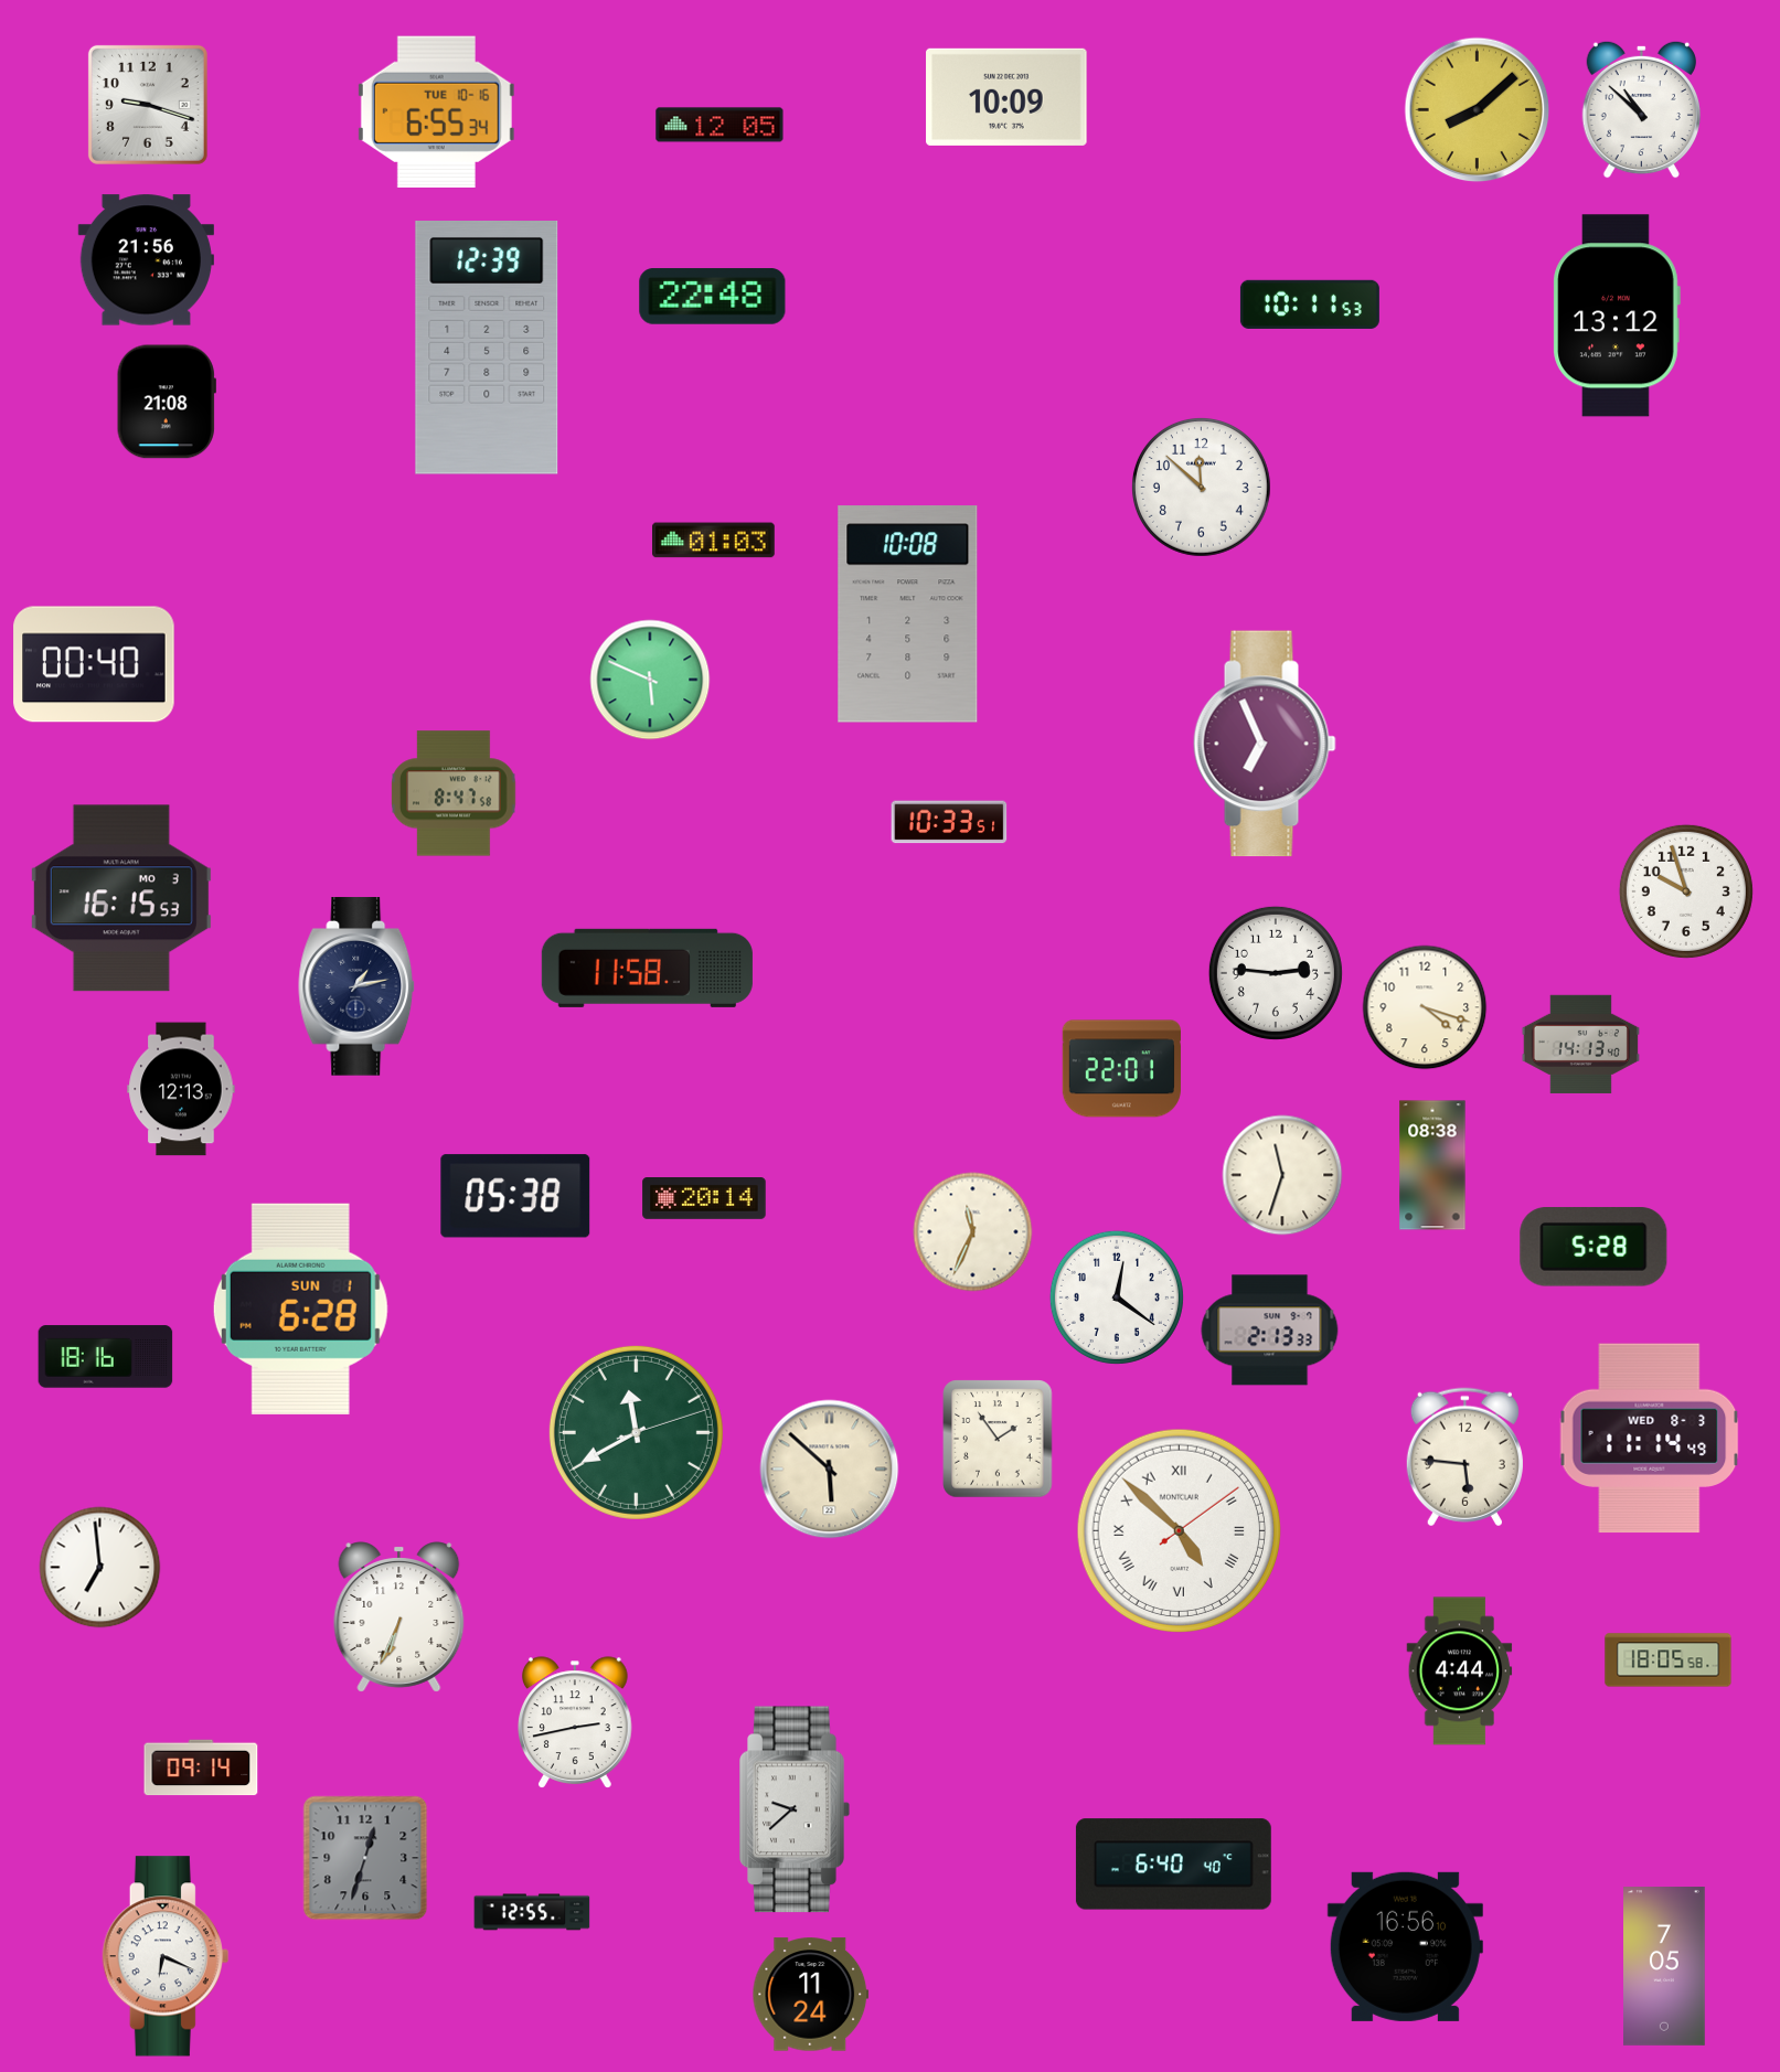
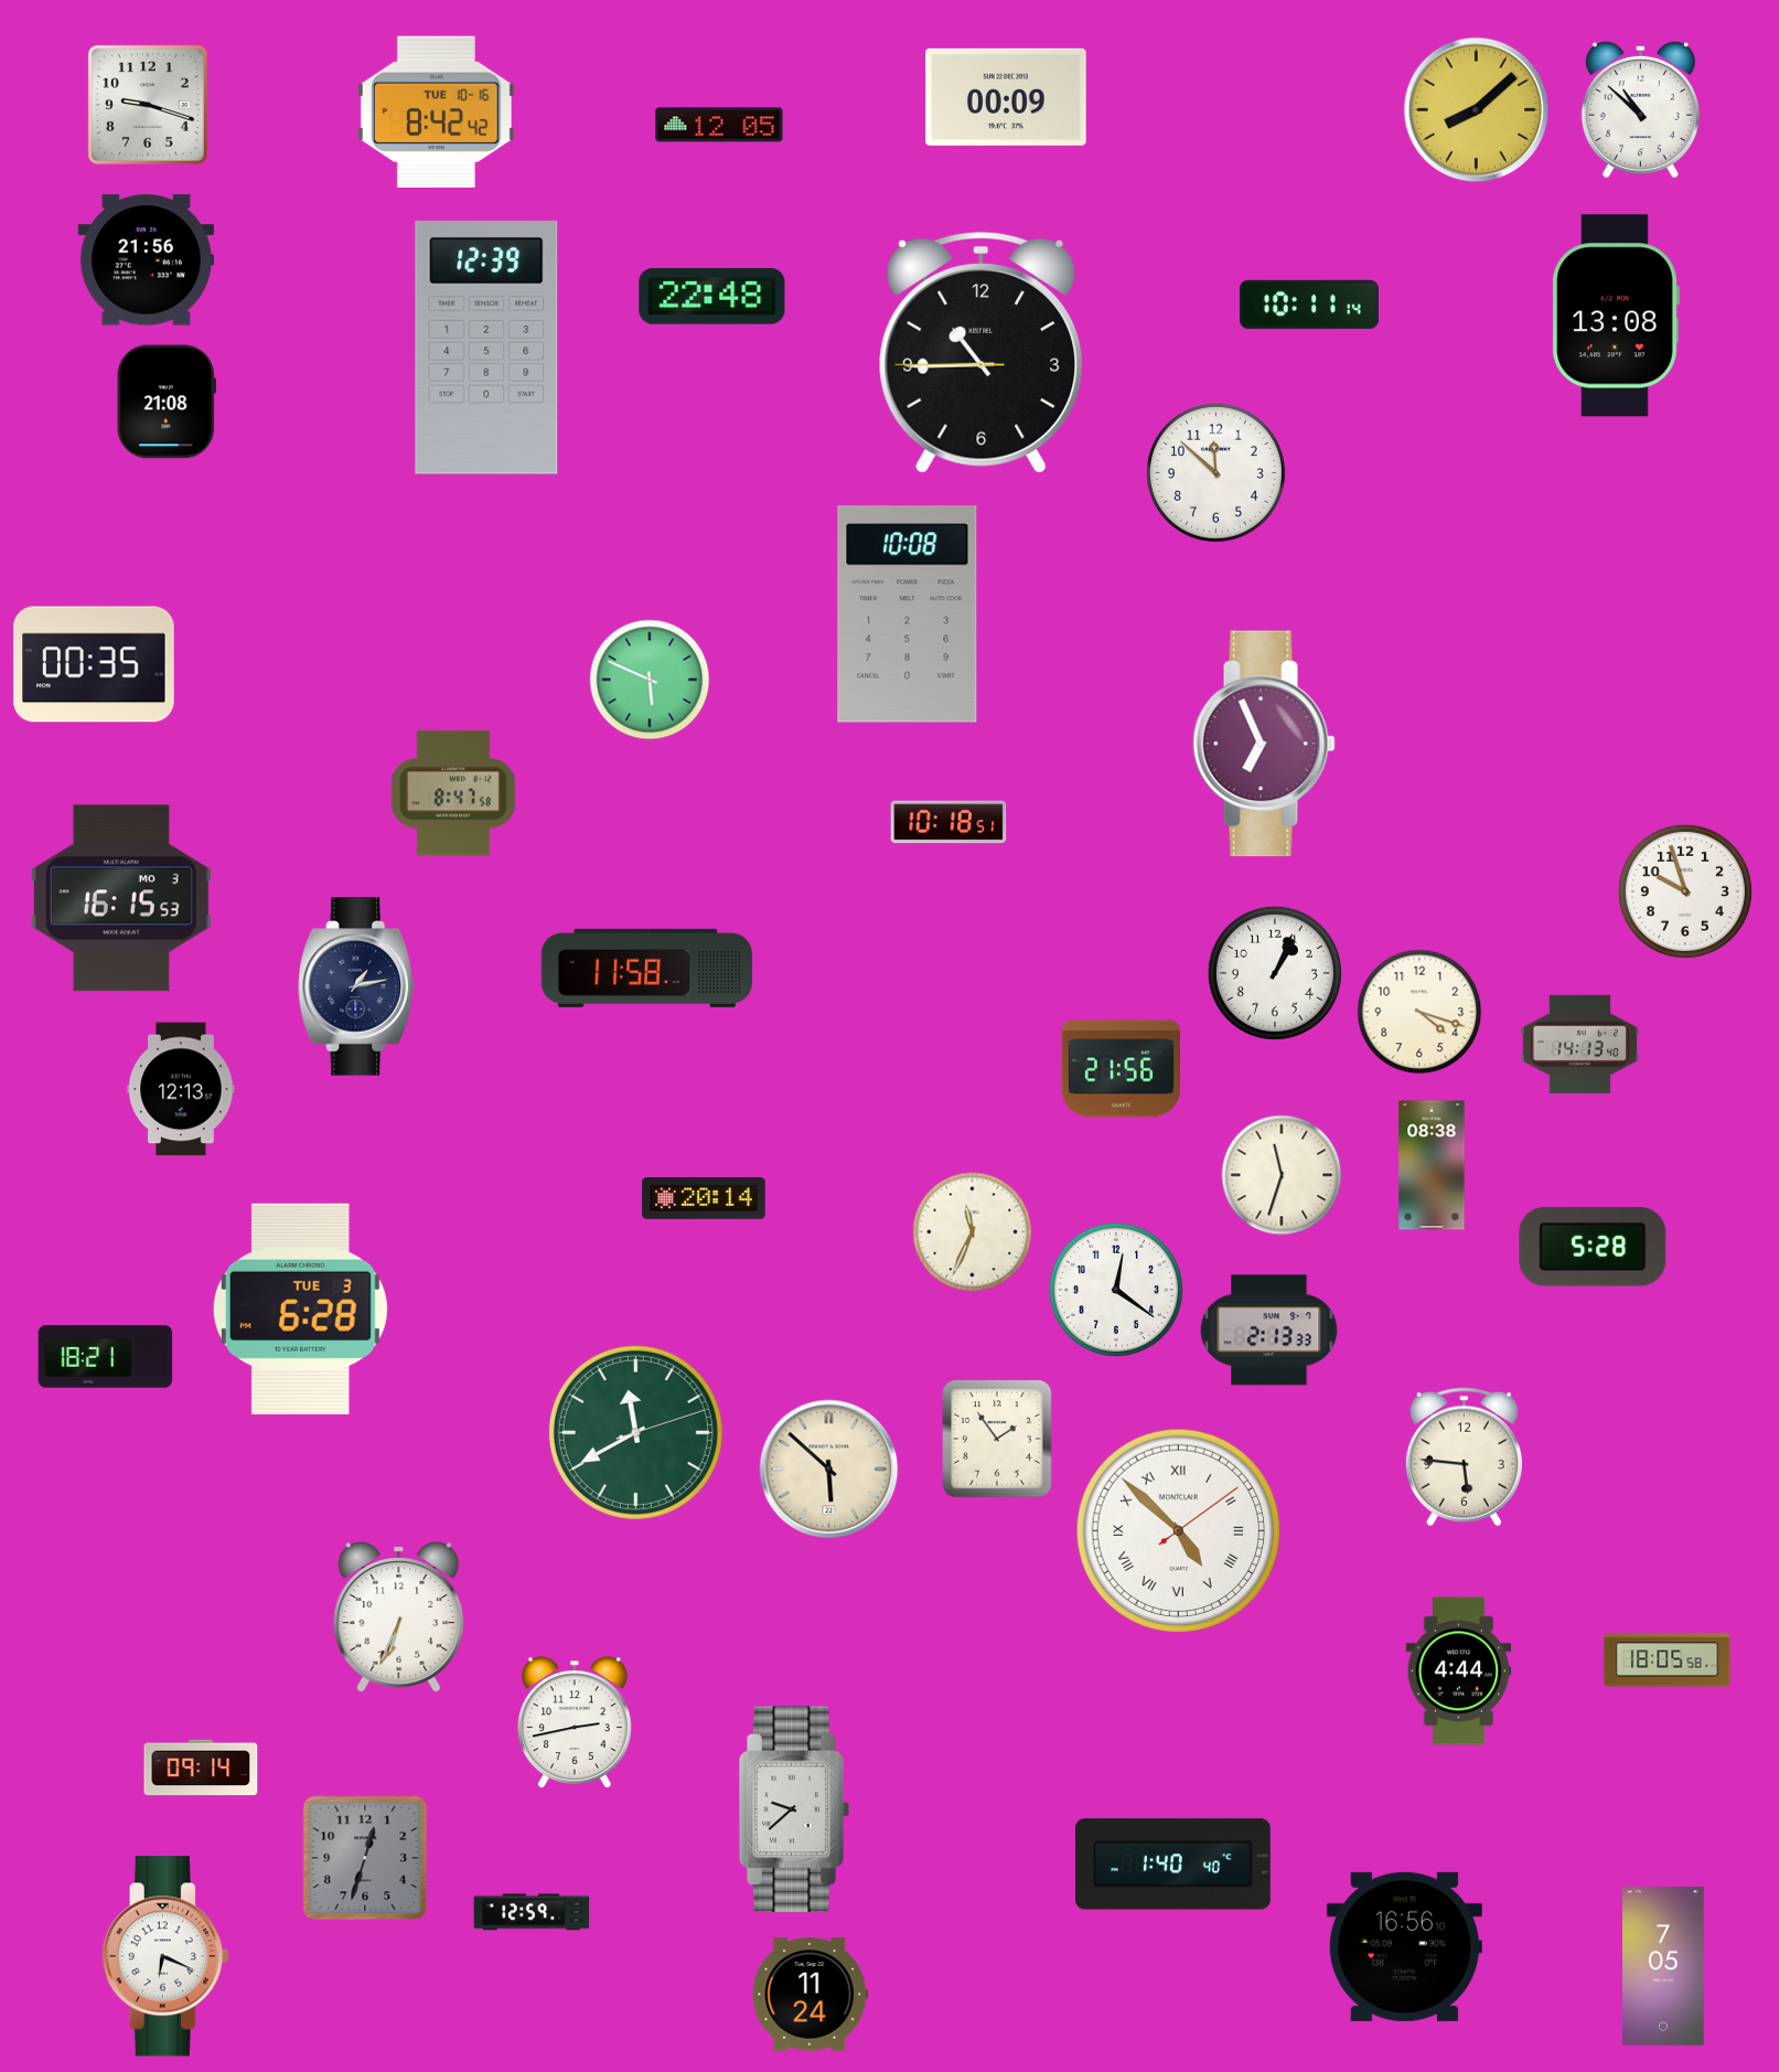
clock at (1006, 97): 10:09 -> 00:09
clock at (436, 111): 6:55 -> 8:42
clock at (1310, 305): 10:11:53 -> 10:11:14
clock at (1617, 316): 13:12 -> 13:08
clock at (982, 353): none -> 10:44
clock at (1201, 487) position: (1201, 487) -> (1215, 472)
clock at (714, 541): 01:03 -> none
clock at (94, 664): 00:40 -> 00:35
clock at (949, 822): 10:33 -> 10:18
clock at (1276, 973): 2:46 -> 1:04
clock at (1425, 1007) position: (1425, 1007) -> (1419, 1012)
clock at (1121, 1069): 22:01 -> 21:56
clock at (515, 1196): 05:38 -> none
clock at (1117, 1297) position: (1117, 1297) -> (1116, 1290)
clock at (300, 1309) date: SUN 1 -> TUE 3
clock at (106, 1357): 18:16 -> 18:21
clock at (1650, 1439): 11:14 -> none
clock at (100, 1568): 6:59 -> none
clock at (1173, 1865): 6:40 -> 1:40
clock at (532, 1912): 12:55 -> 12:59
